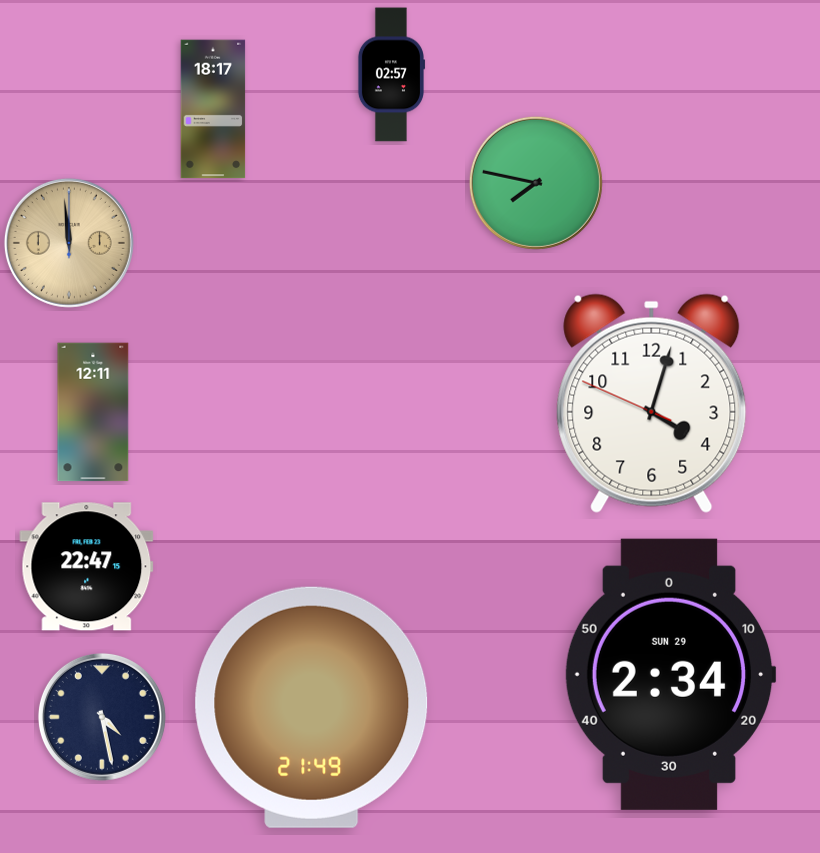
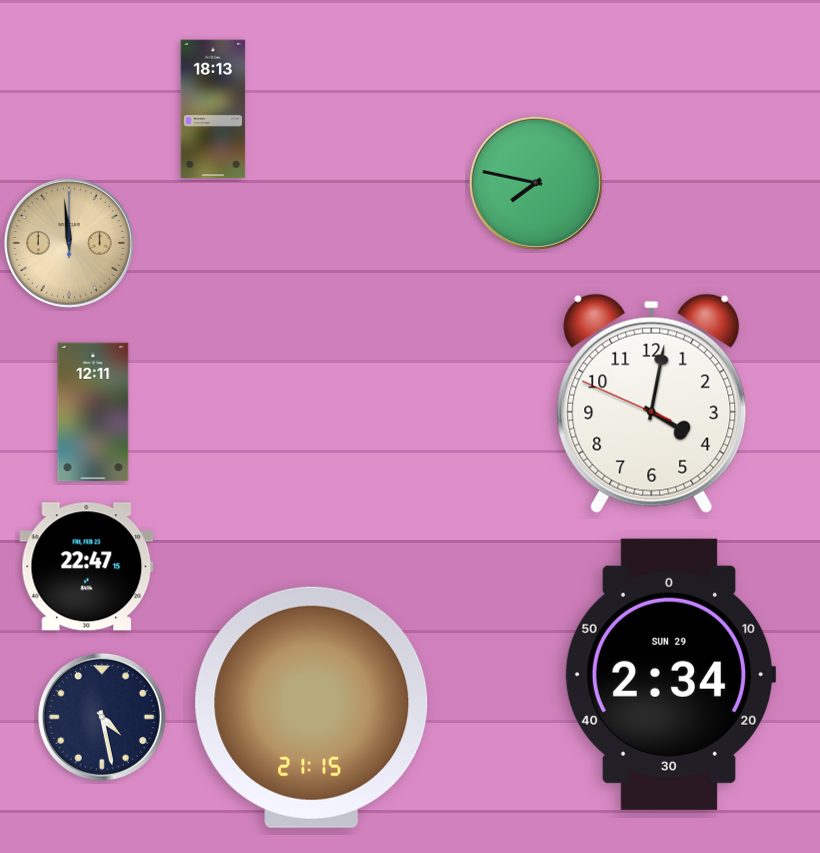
clock at (391, 75): 02:57 -> none
clock at (213, 109): 18:17 -> 18:13
clock at (652, 403): 4:02 -> 4:01
clock at (312, 707): 21:49 -> 21:15
